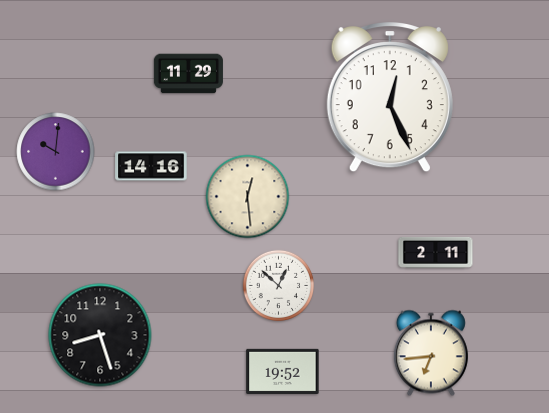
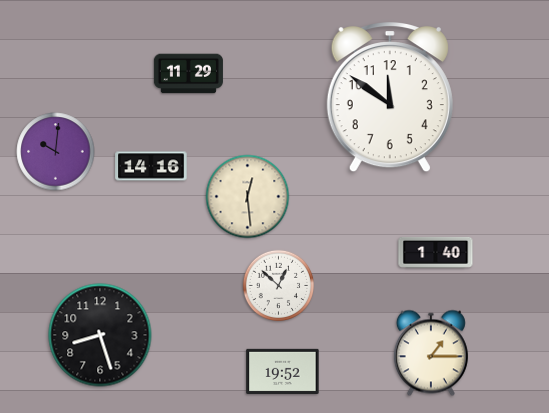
clock at (390, 98): 12:26 -> 11:51
clock at (436, 252): 2:11 -> 1:40
clock at (431, 353): 6:44 -> 1:15
